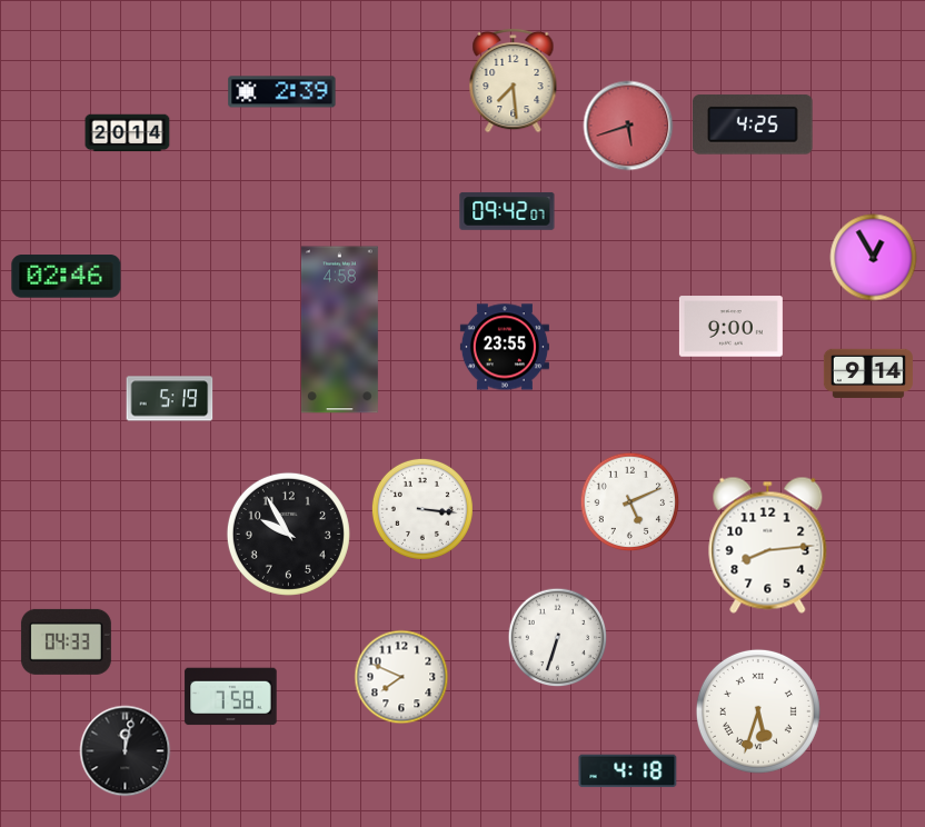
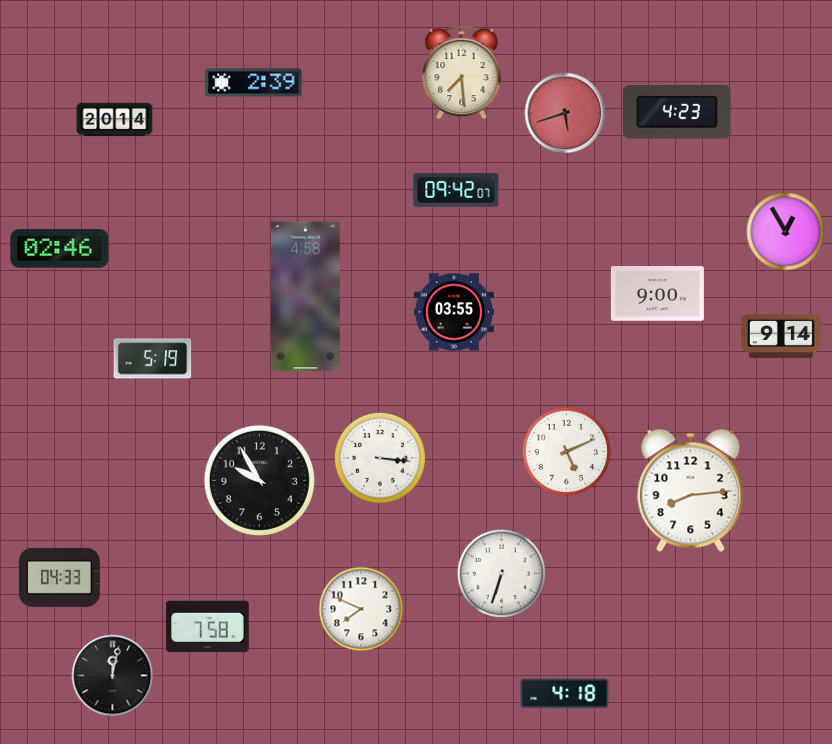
clock at (753, 124): 4:25 -> 4:23
clock at (505, 347): 23:55 -> 03:55
clock at (758, 711): 5:33 -> none
